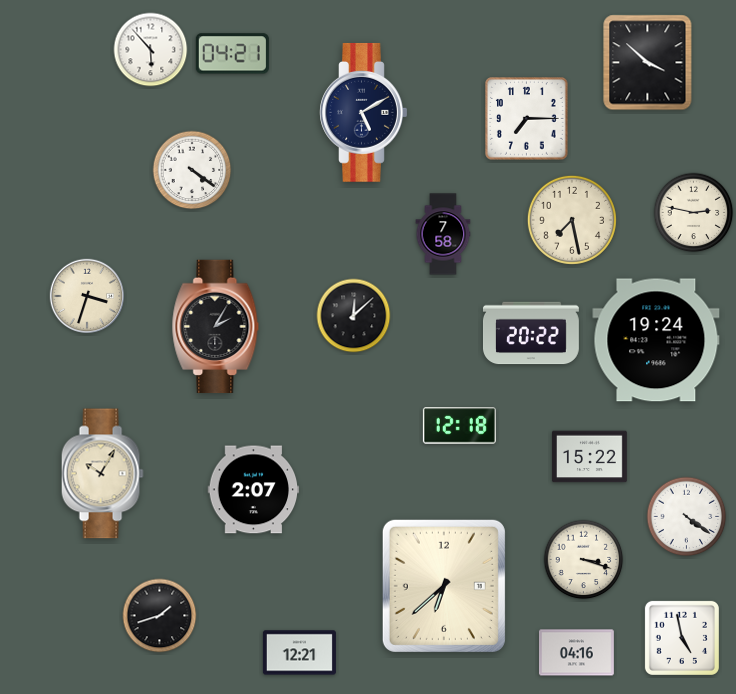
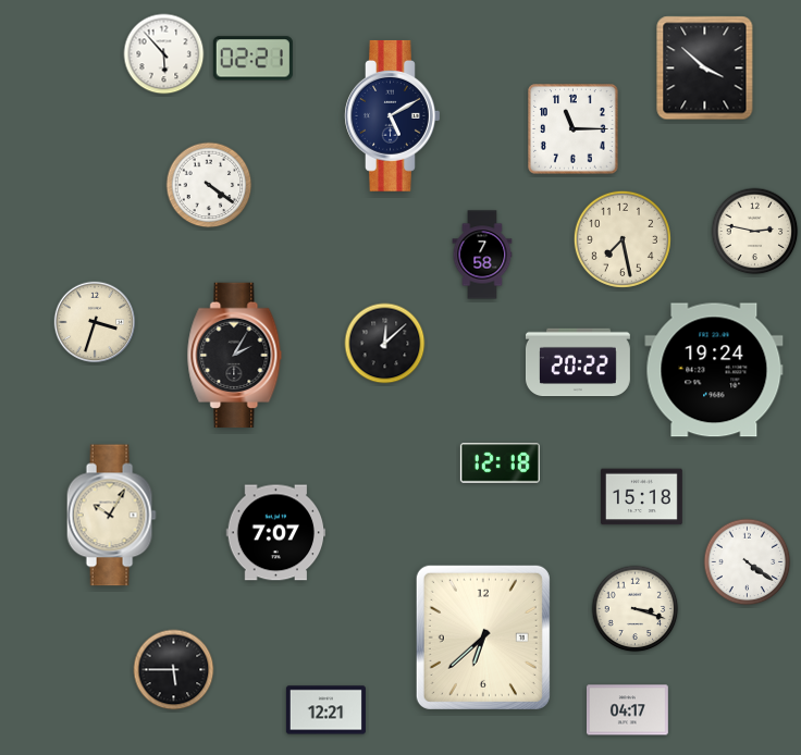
clock at (232, 54): 04:21 -> 02:21
clock at (364, 112) position: (364, 112) -> (393, 115)
clock at (527, 119): 7:15 -> 11:15
clock at (589, 457): 15:22 -> 15:18
clock at (254, 490): 2:07 -> 7:07
clock at (160, 616): 1:42 -> 5:45
clock at (682, 638): 4:58 -> none
clock at (576, 653): 04:16 -> 04:17
